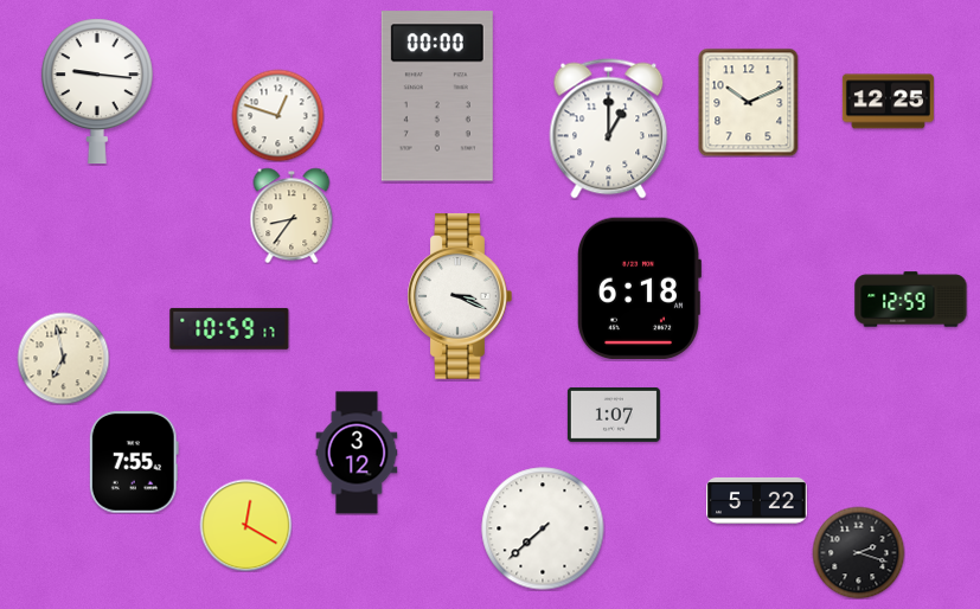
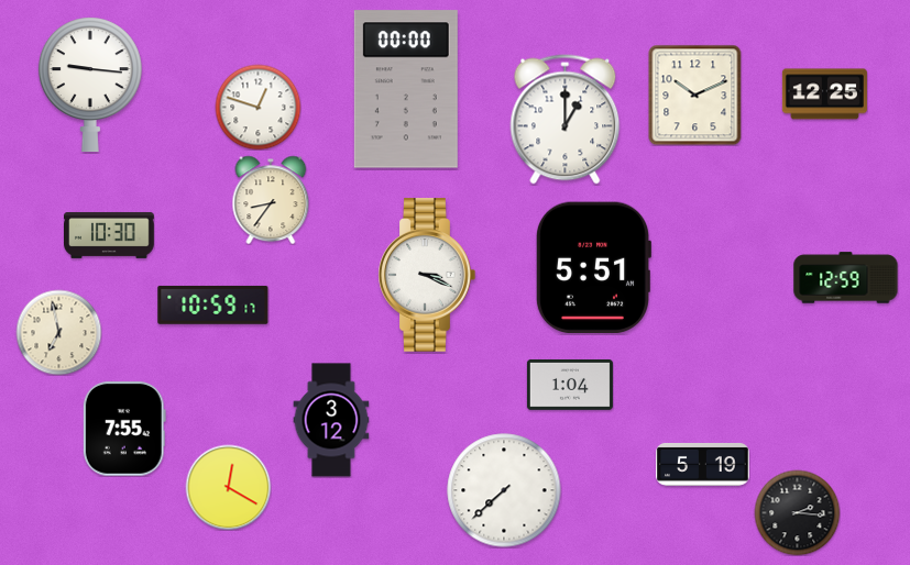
clock at (110, 235): none -> 10:30
clock at (639, 289): 6:18 -> 5:51
clock at (614, 415): 1:07 -> 1:04
clock at (757, 500): 5:22 -> 5:19
clock at (858, 552): 2:18 -> 2:16
